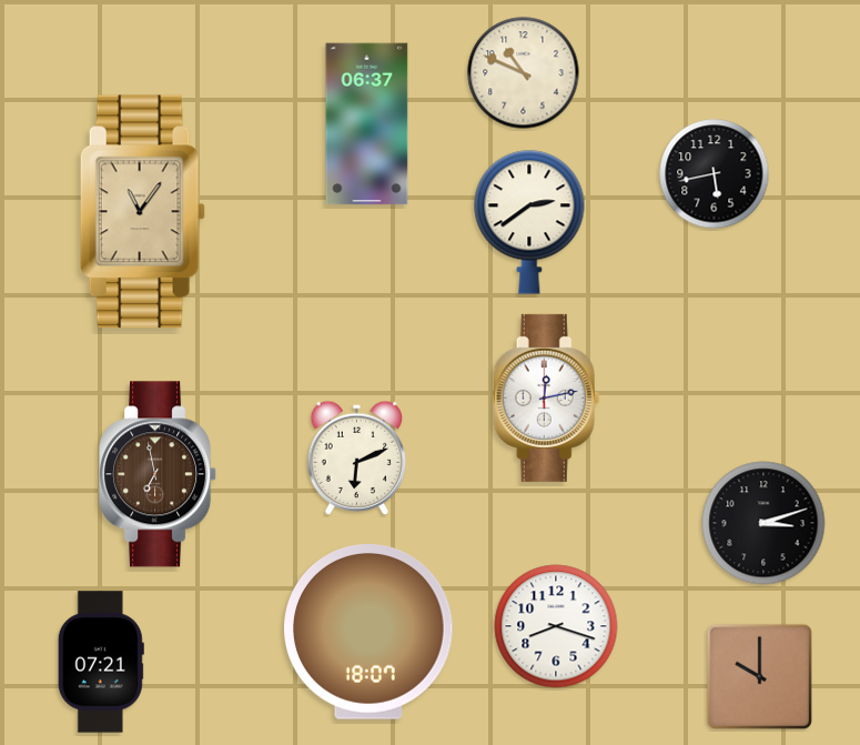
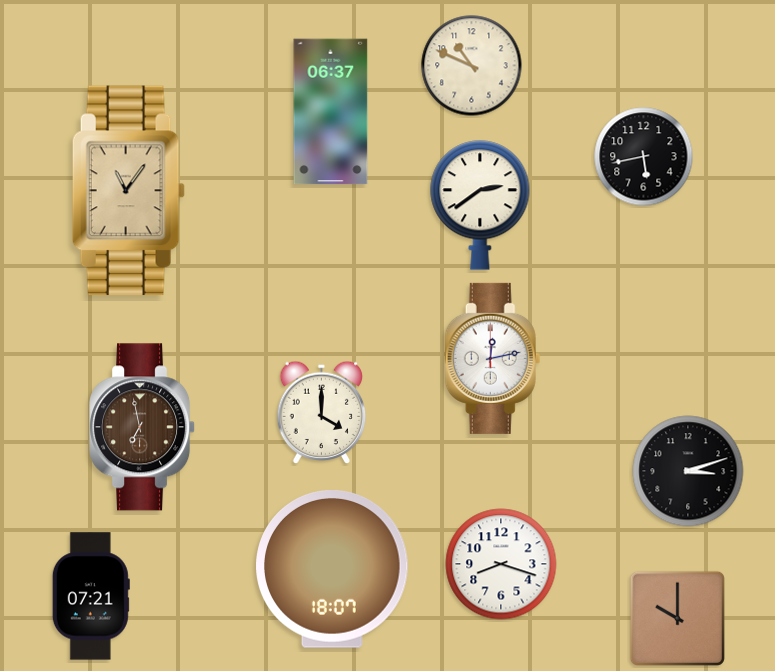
clock at (529, 222) position: (529, 222) -> (480, 205)
clock at (357, 459): 6:11 -> 4:00
clock at (759, 676) position: (759, 676) -> (677, 618)
